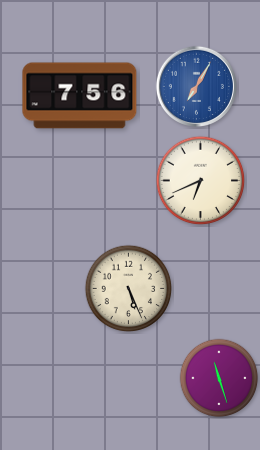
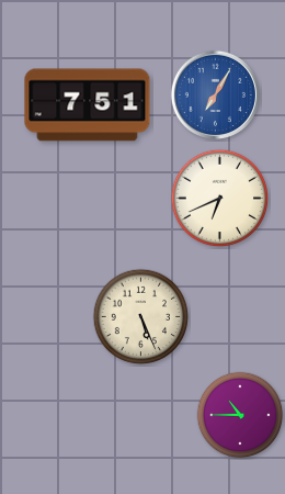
clock at (80, 96): 7:56 -> 7:51
clock at (219, 378): 11:27 -> 10:45
